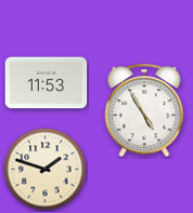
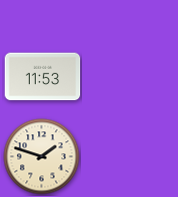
clock at (144, 110): 4:55 -> none
